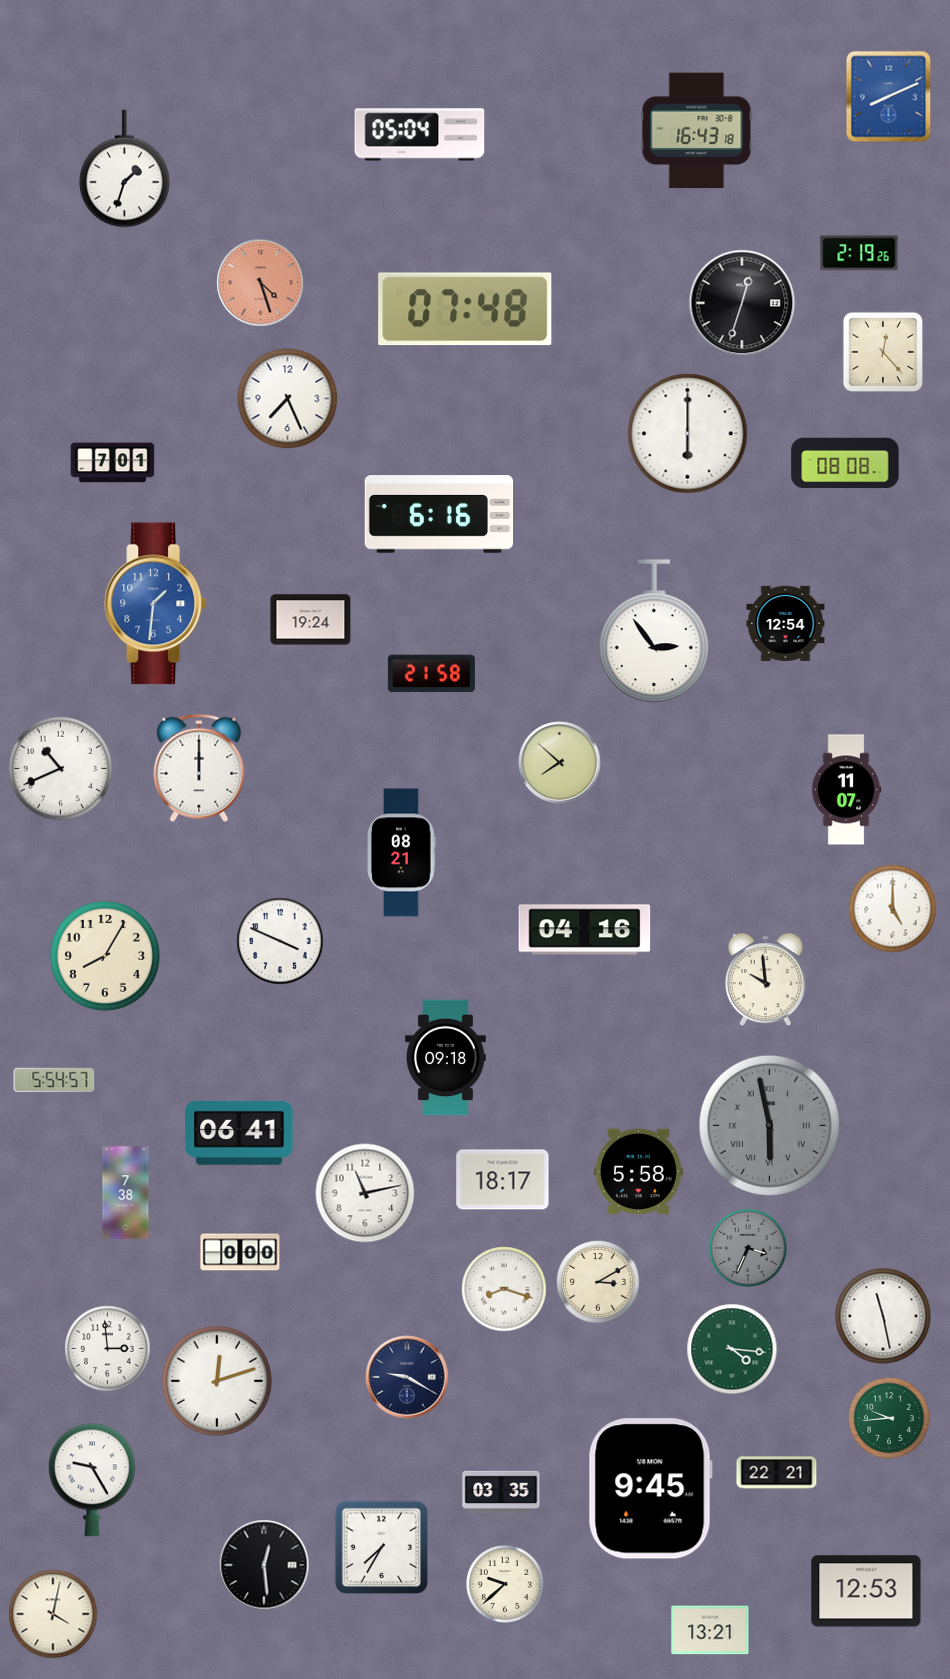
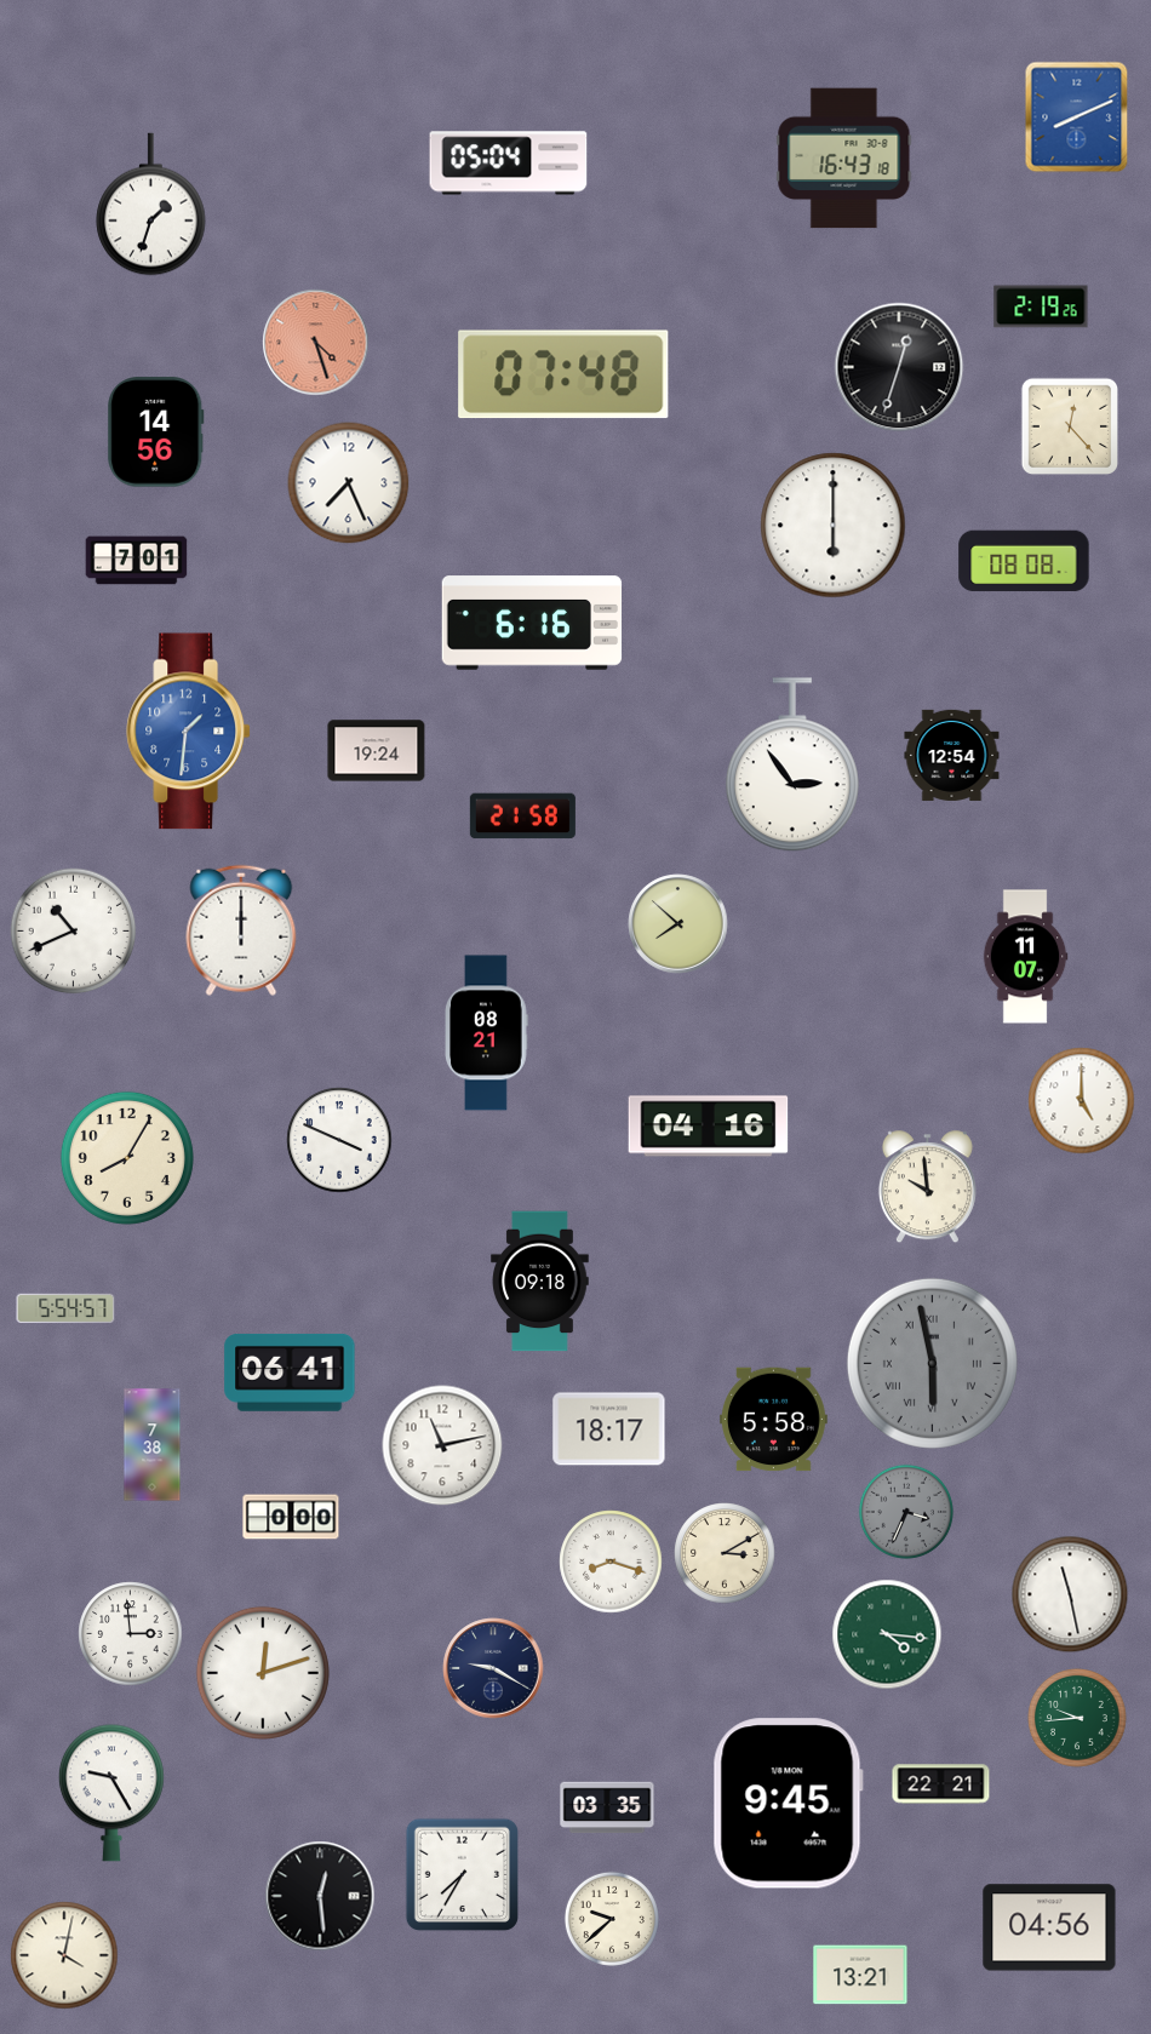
clock at (156, 432): none -> 14:56
clock at (866, 1591): 12:53 -> 04:56
